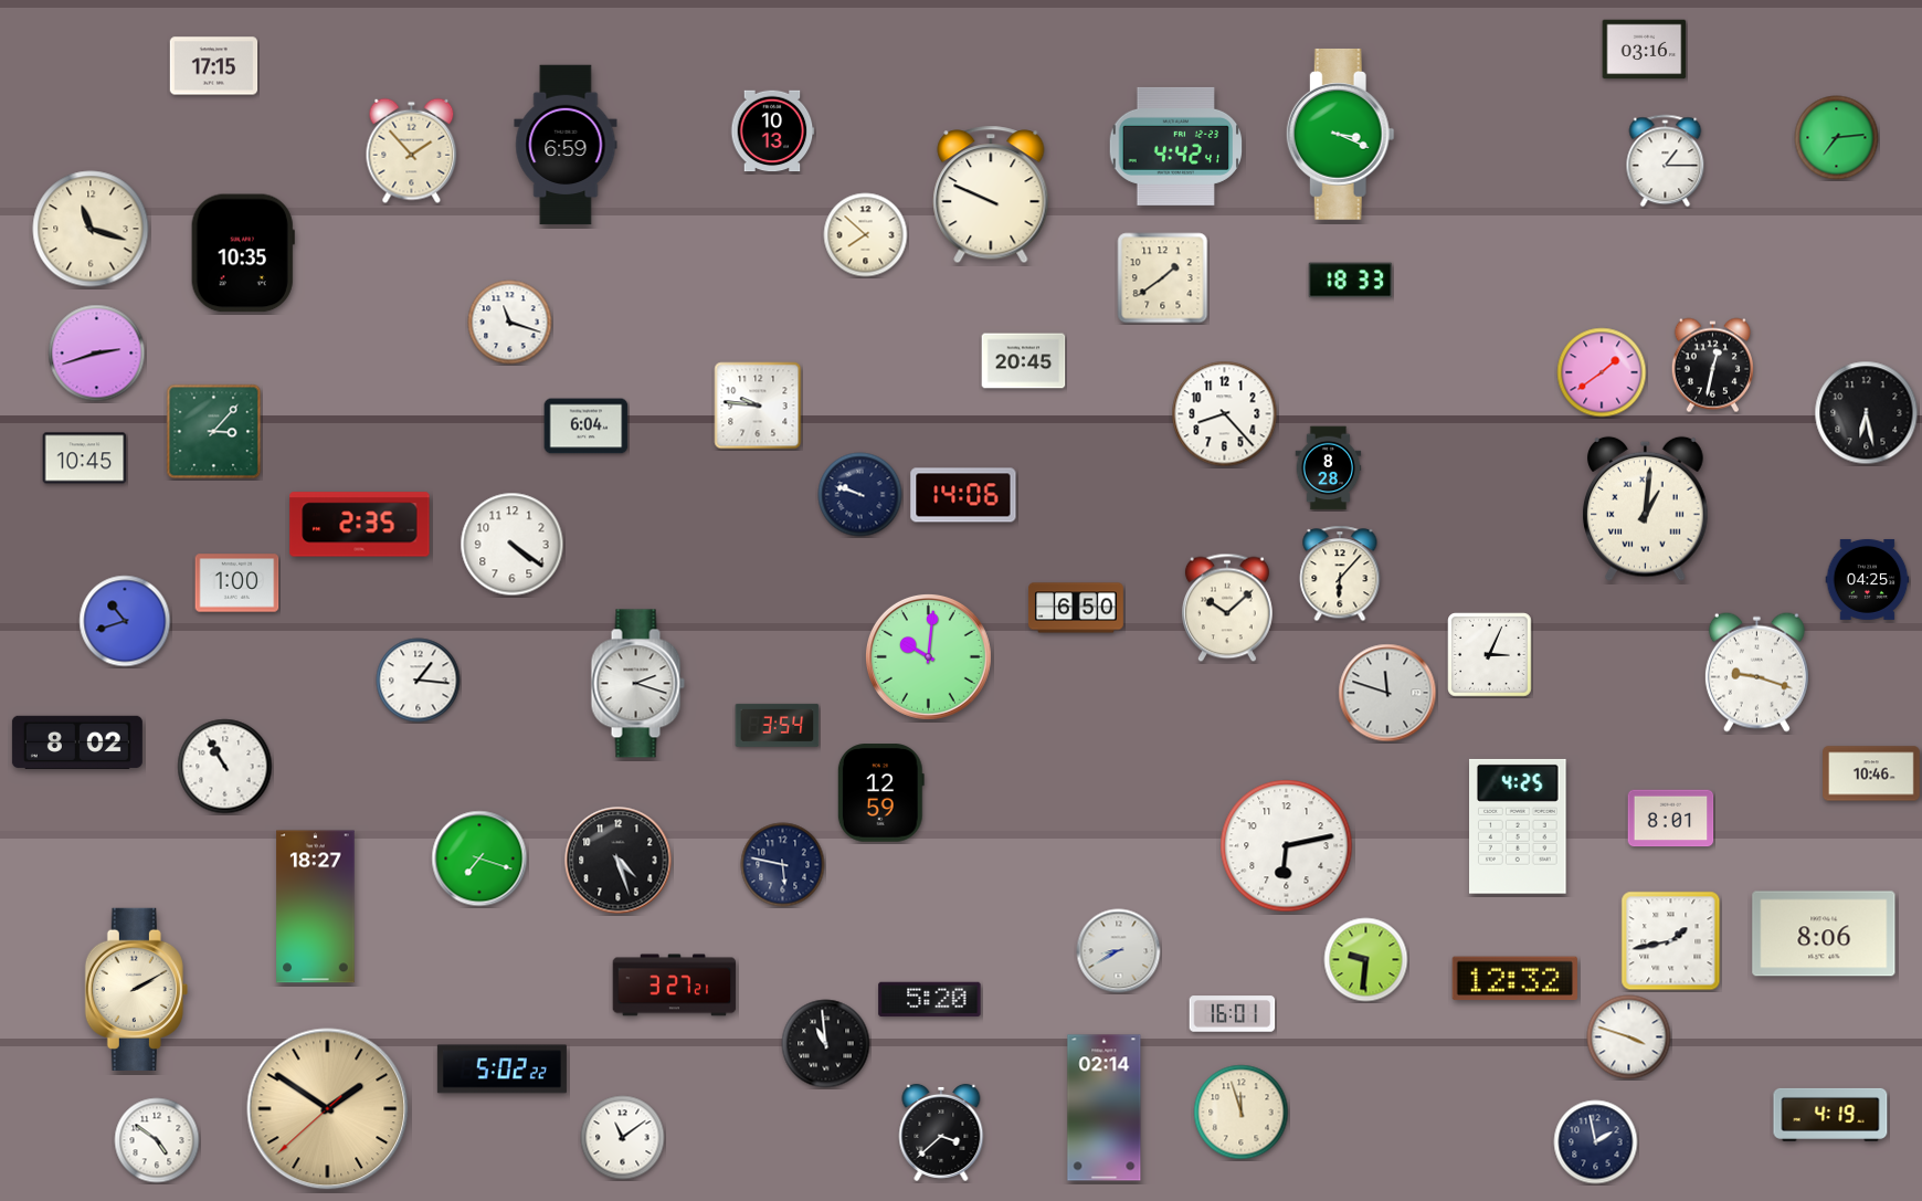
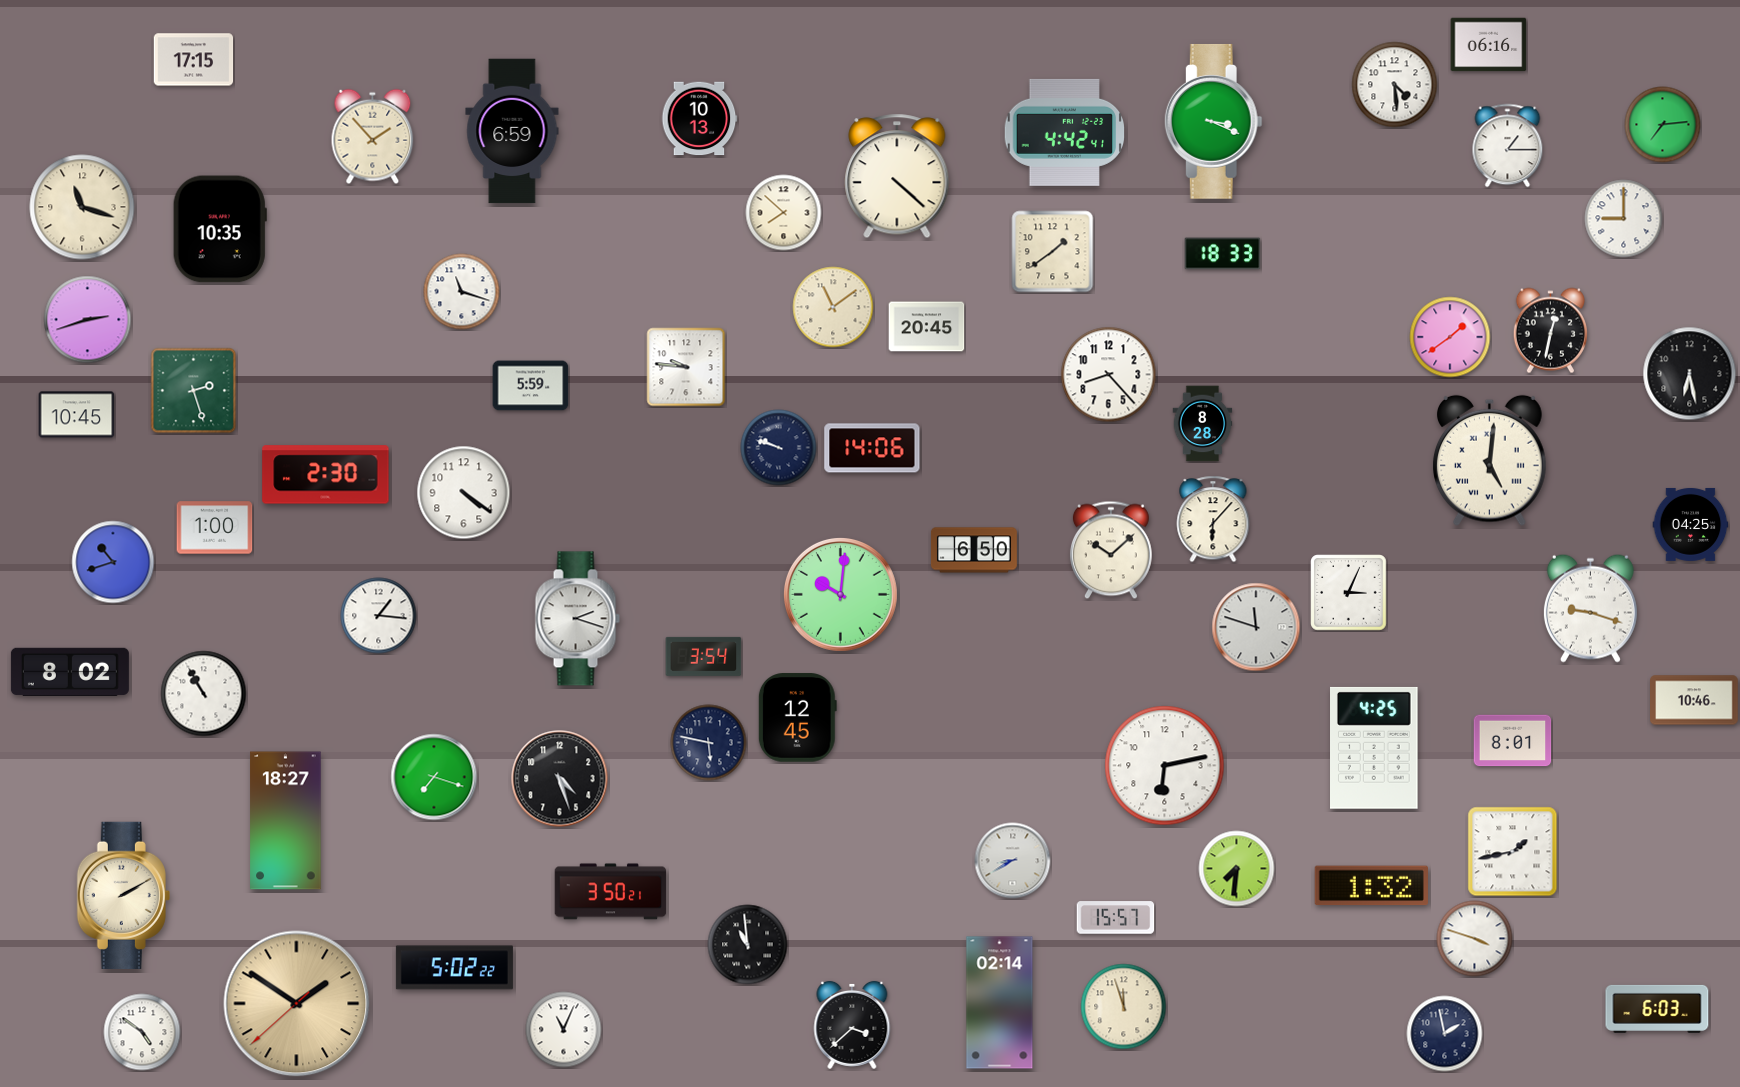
clock at (1645, 50): 03:16 -> 06:16
clock at (1395, 85): none -> 4:29
clock at (991, 194): 9:49 -> 4:22
clock at (1624, 219): none -> 9:00
clock at (833, 307): none -> 11:09
clock at (587, 426): 6:04 -> 5:59
clock at (214, 432): 3:07 -> 2:27
clock at (1646, 508): 1:01 -> 5:01
clock at (360, 525): 2:35 -> 2:30
clock at (880, 793): 12:59 -> 12:45
clock at (783, 865) position: (783, 865) -> (709, 743)
clock at (1824, 934): 8:06 -> none
clock at (1366, 960): 9:31 -> 7:31
clock at (1514, 979): 12:32 -> 1:32
clock at (675, 986): 3:27 -> 3:50
clock at (930, 1000): 5:20 -> none
clock at (1233, 1014): 16:01 -> 15:57
clock at (1830, 1115): 4:19 -> 6:03
clock at (623, 1138): 11:09 -> 11:04
